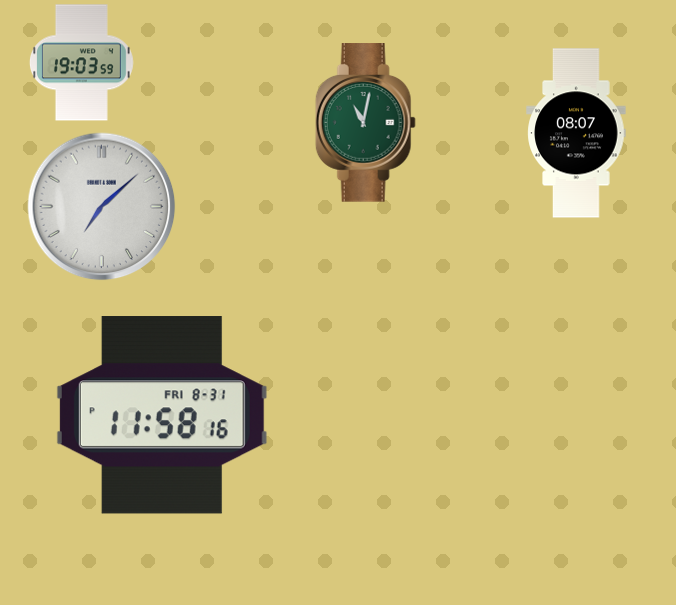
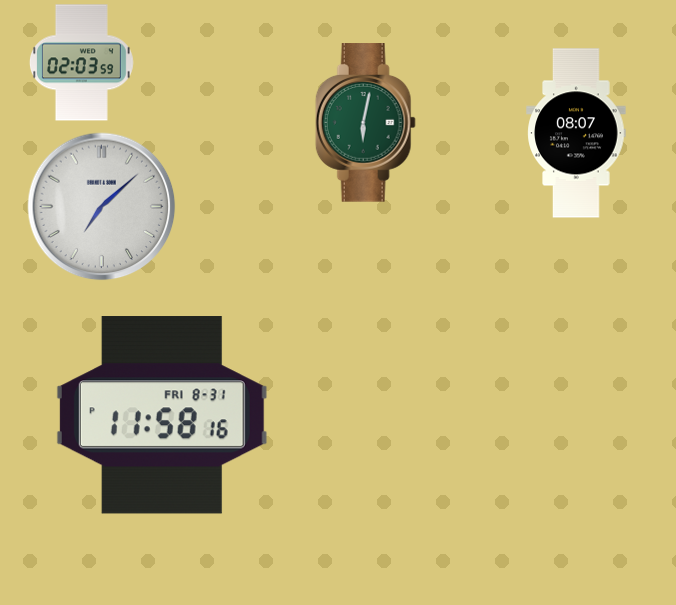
clock at (81, 63): 19:03 -> 02:03
clock at (365, 123): 11:02 -> 6:02
